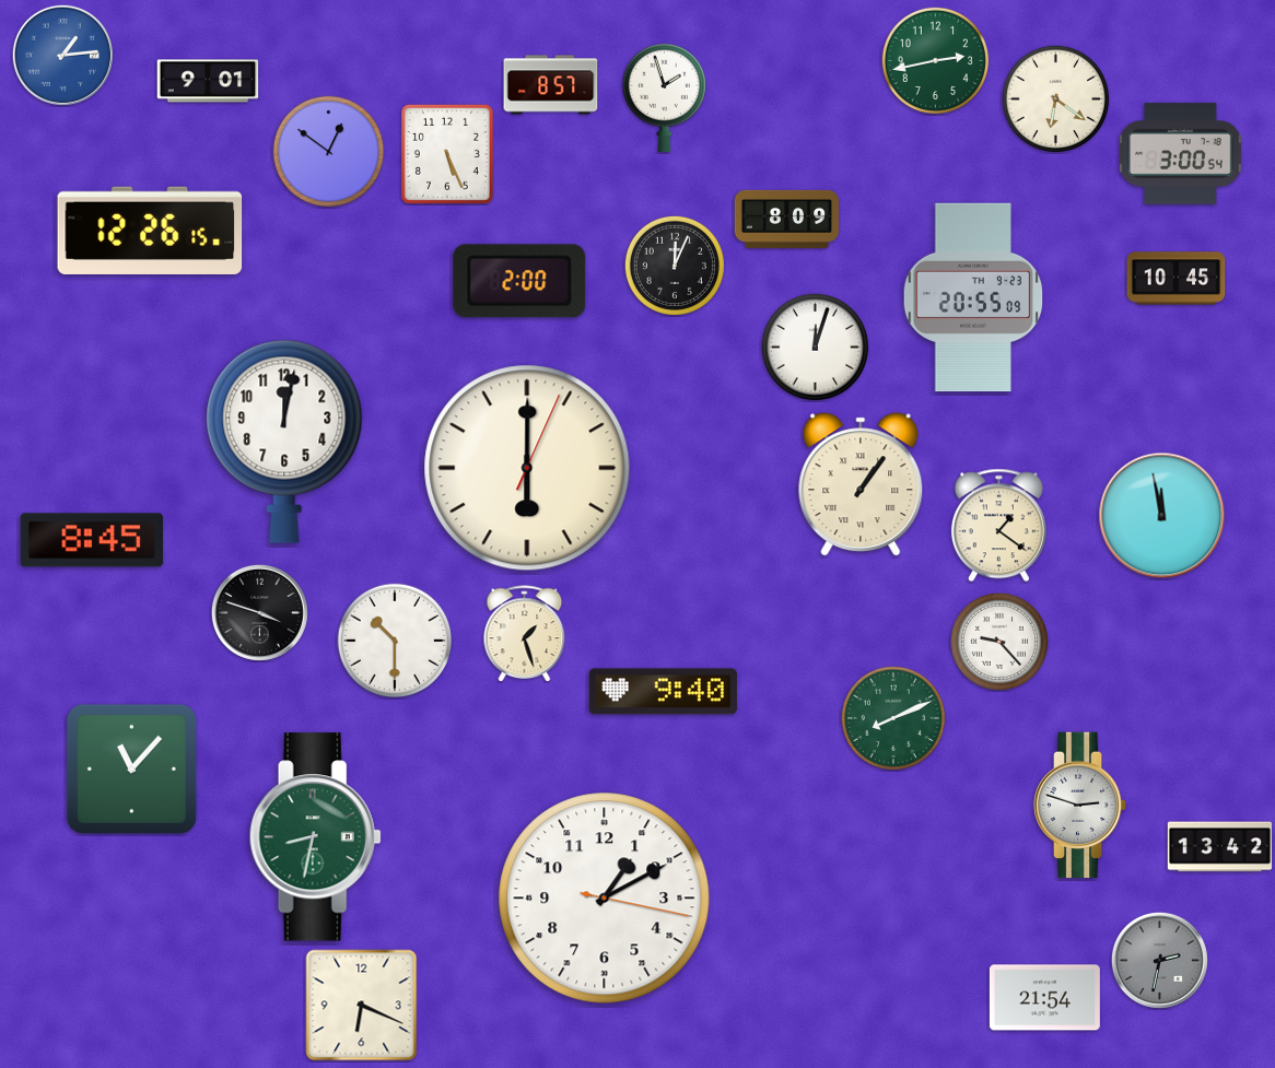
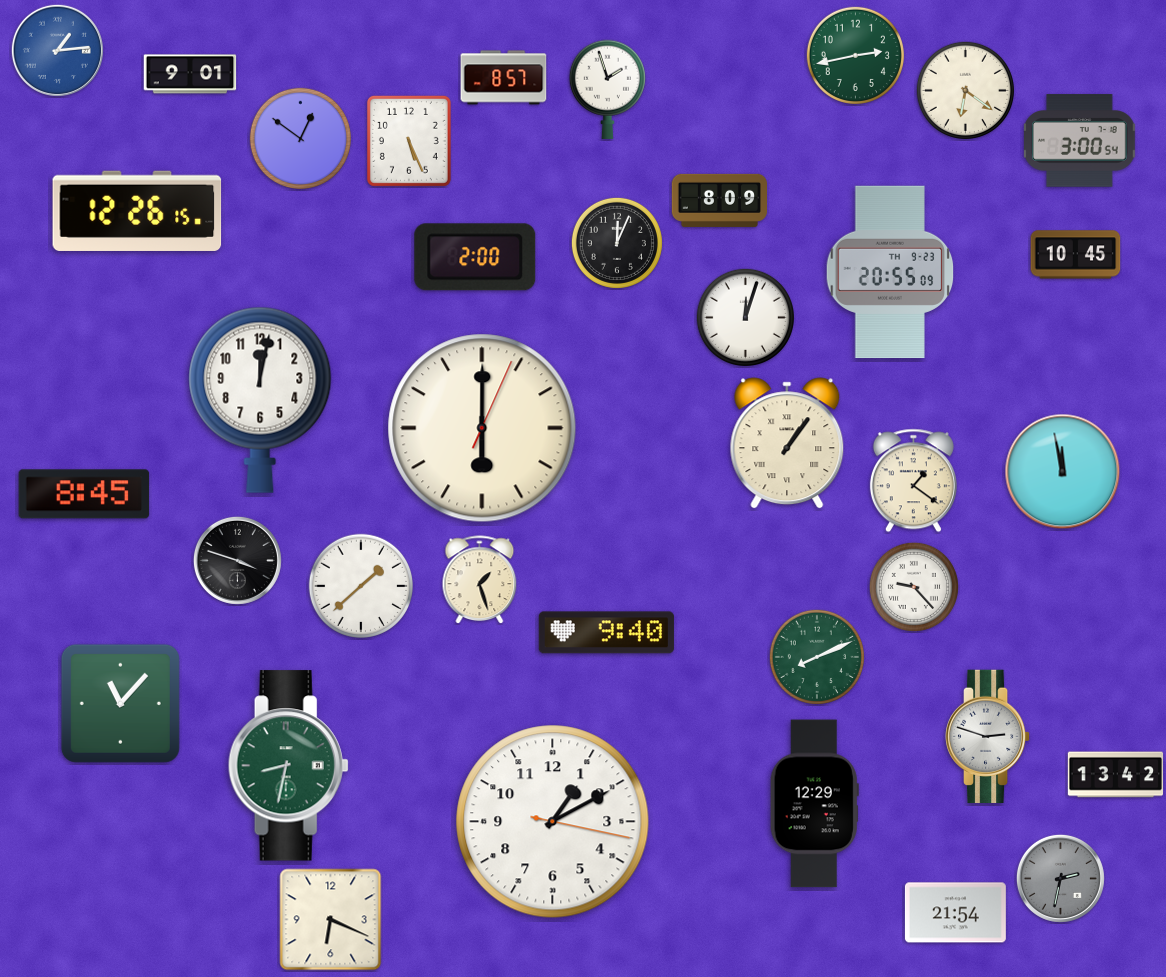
clock at (284, 442) position: (284, 442) -> (260, 400)
clock at (394, 639): 10:30 -> 1:38
clock at (814, 804): none -> 12:29
